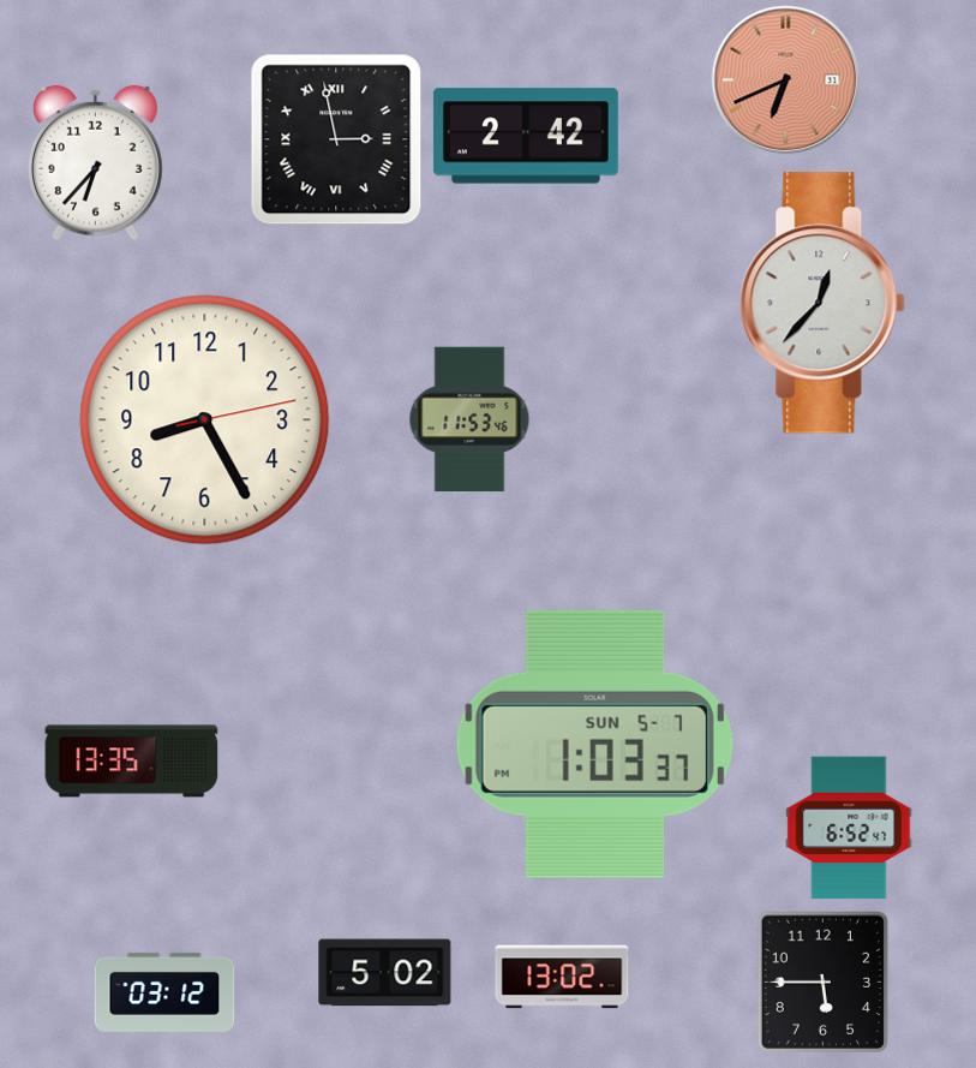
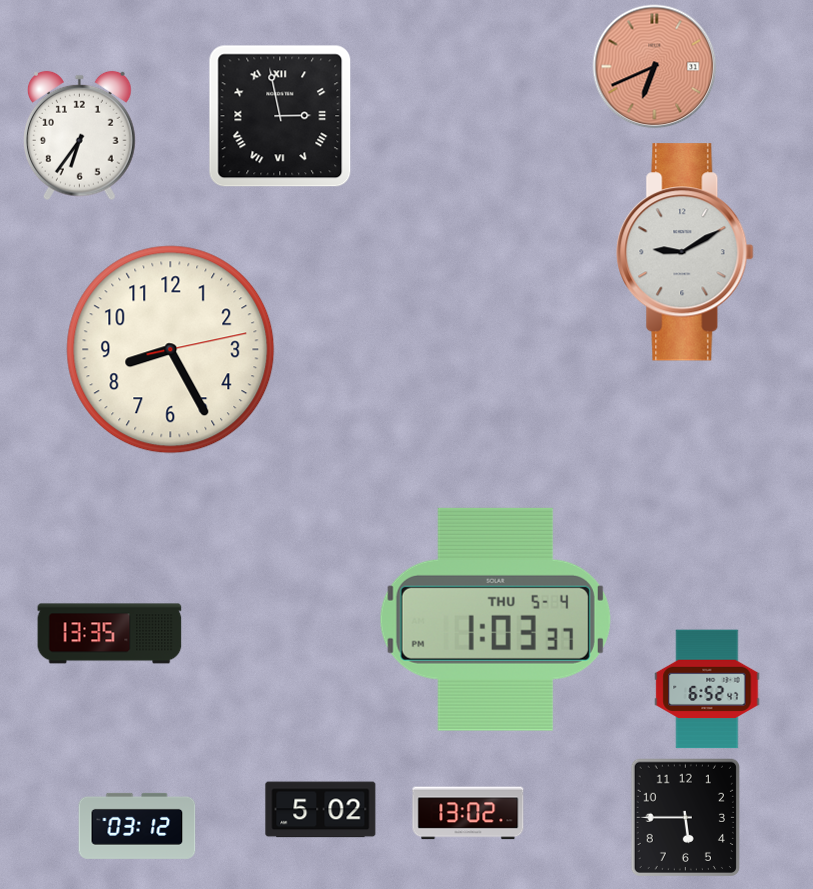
clock at (526, 136): 2:42 -> none
clock at (96, 163): 6:37 -> 6:36
clock at (822, 303): 12:37 -> 9:10
clock at (469, 419): 11:53 -> none
clock at (594, 744) date: SUN 5-7 -> THU 5-4
